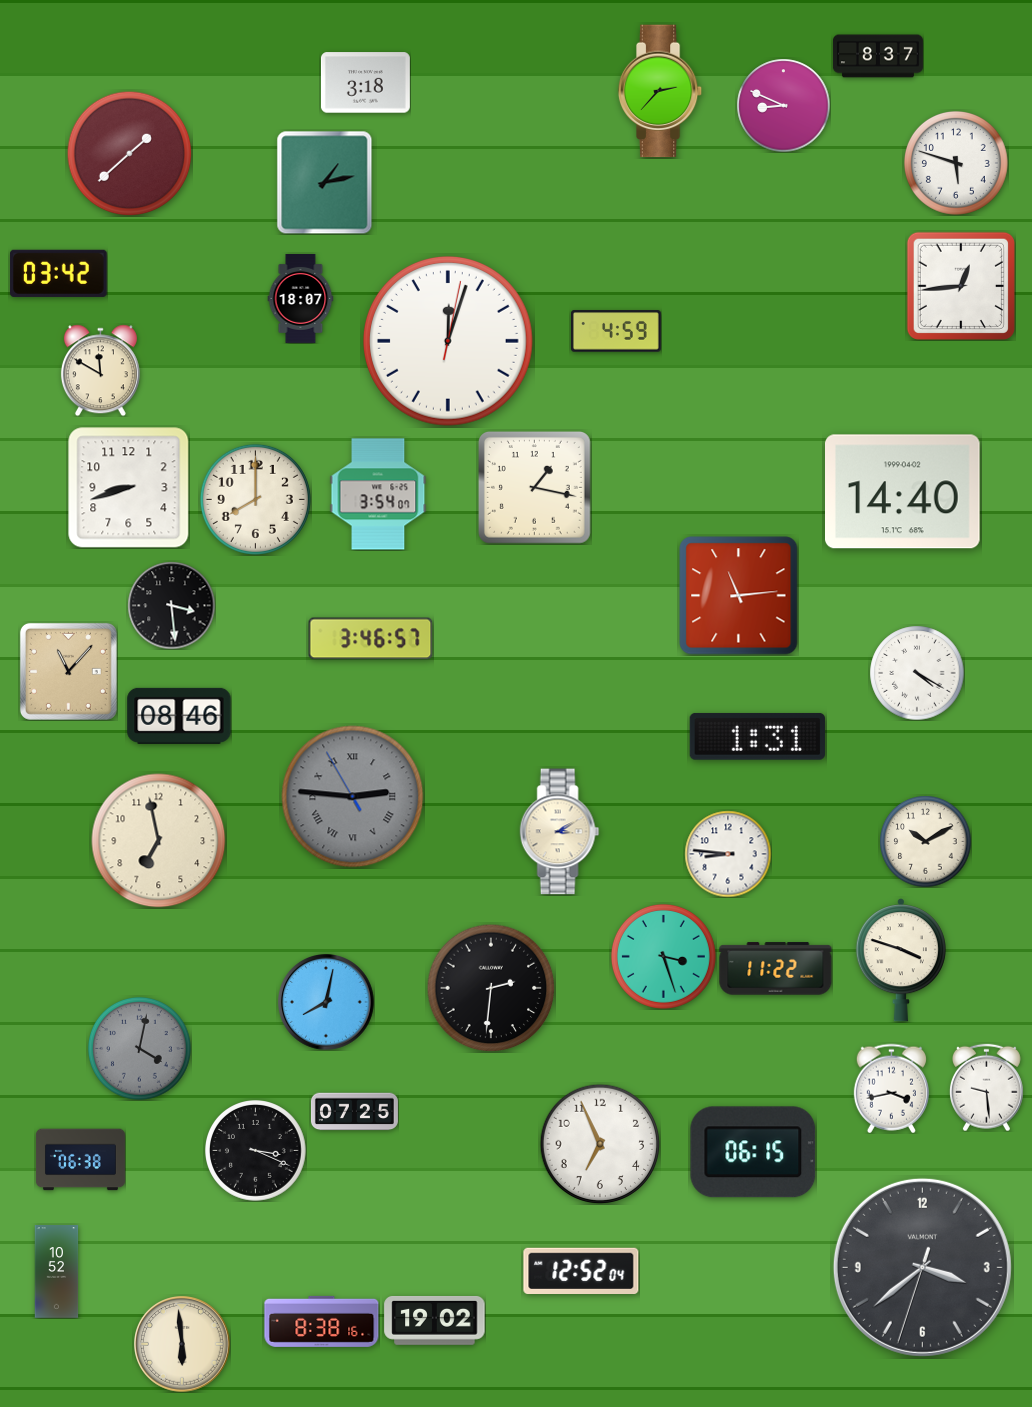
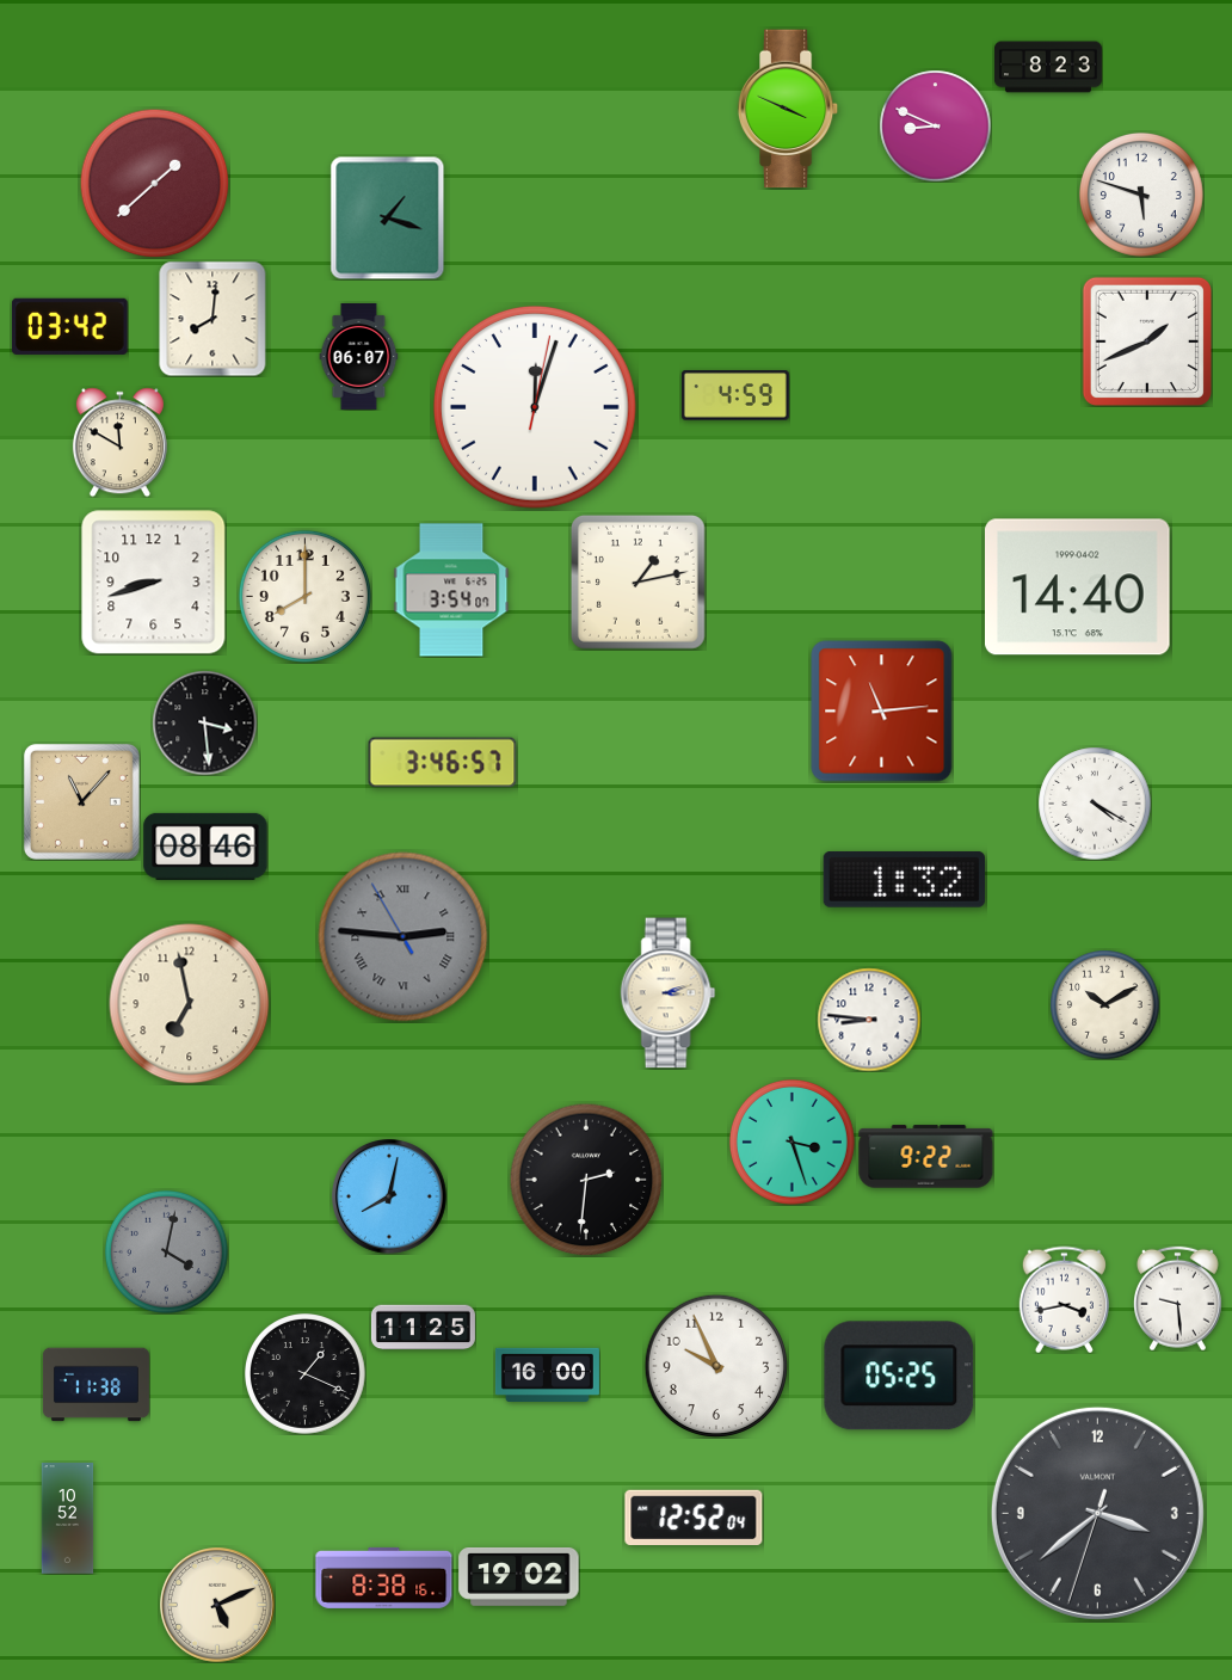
clock at (878, 56): 8:37 -> 8:23
clock at (365, 83): 3:18 -> none
clock at (660, 91): 2:37 -> 3:49
clock at (325, 182): 1:13 -> 1:18
clock at (212, 319): none -> 8:01
clock at (961, 286): 12:44 -> 1:41
clock at (301, 298): 18:07 -> 06:07
clock at (534, 487): 1:17 -> 1:13
clock at (179, 716) position: (179, 716) -> (205, 847)
clock at (757, 736): 1:31 -> 1:32
clock at (353, 797) position: (353, 797) -> (404, 937)
clock at (560, 832): 3:10 -> 3:12
clock at (901, 960): 3:48 -> none
clock at (776, 969): 11:22 -> 9:22
clock at (354, 1112): 07:25 -> 11:25
clock at (599, 1143): 6:56 -> 9:56
clock at (256, 1151): 3:19 -> 1:19
clock at (547, 1374): none -> 16:00
clock at (753, 1152): 06:15 -> 05:25
clock at (80, 1160): 06:38 -> 11:38
clock at (922, 1267) position: (922, 1267) -> (1097, 1513)
clock at (183, 1345): 5:59 -> 5:11
